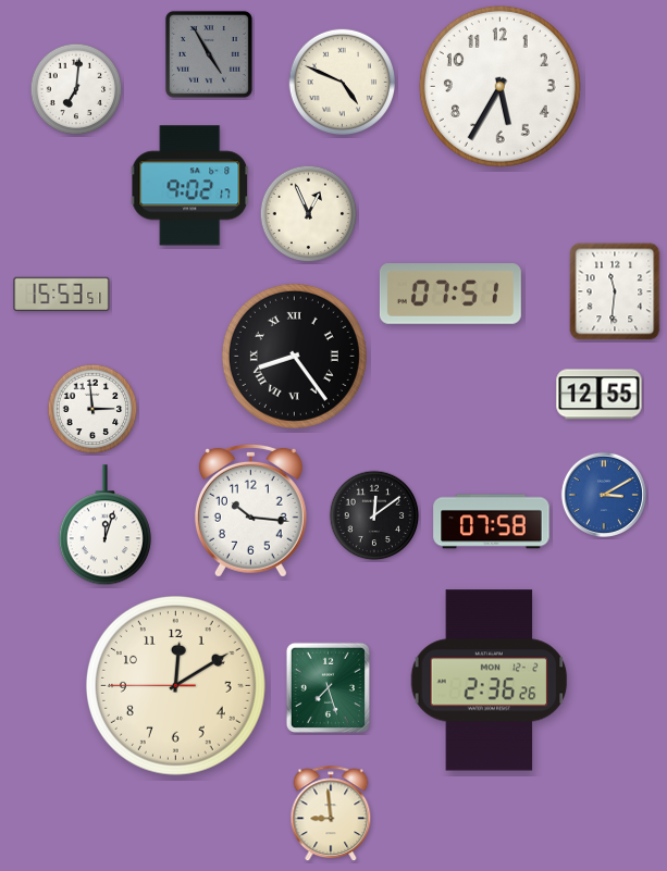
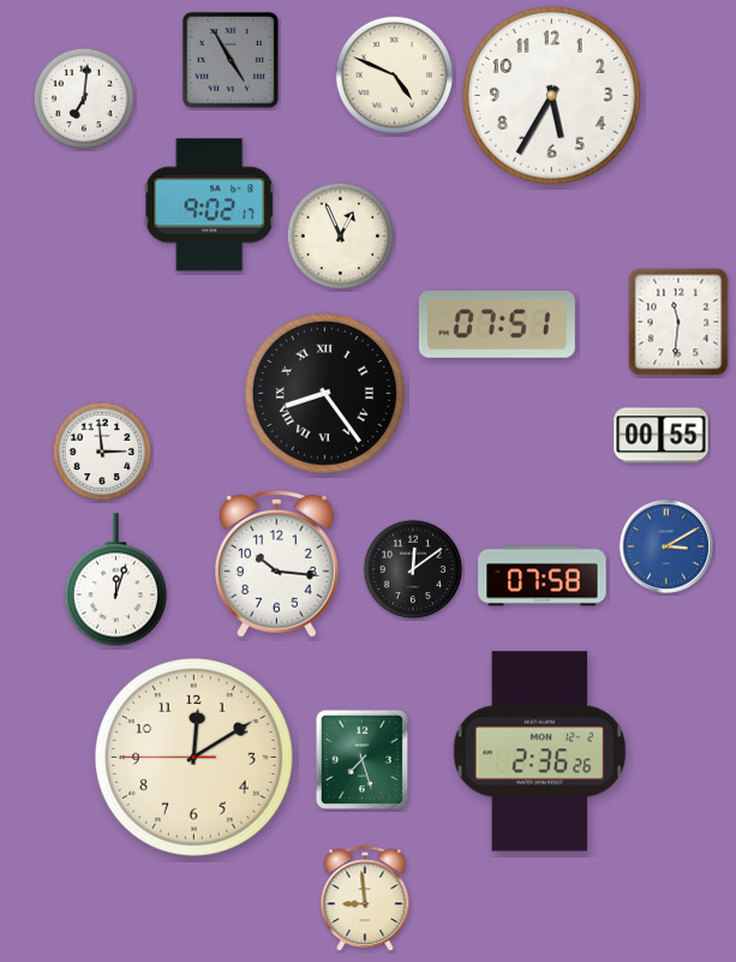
clock at (342, 82) position: (342, 82) -> (394, 74)
clock at (62, 295): 15:53 -> none
clock at (600, 395): 12:55 -> 00:55
